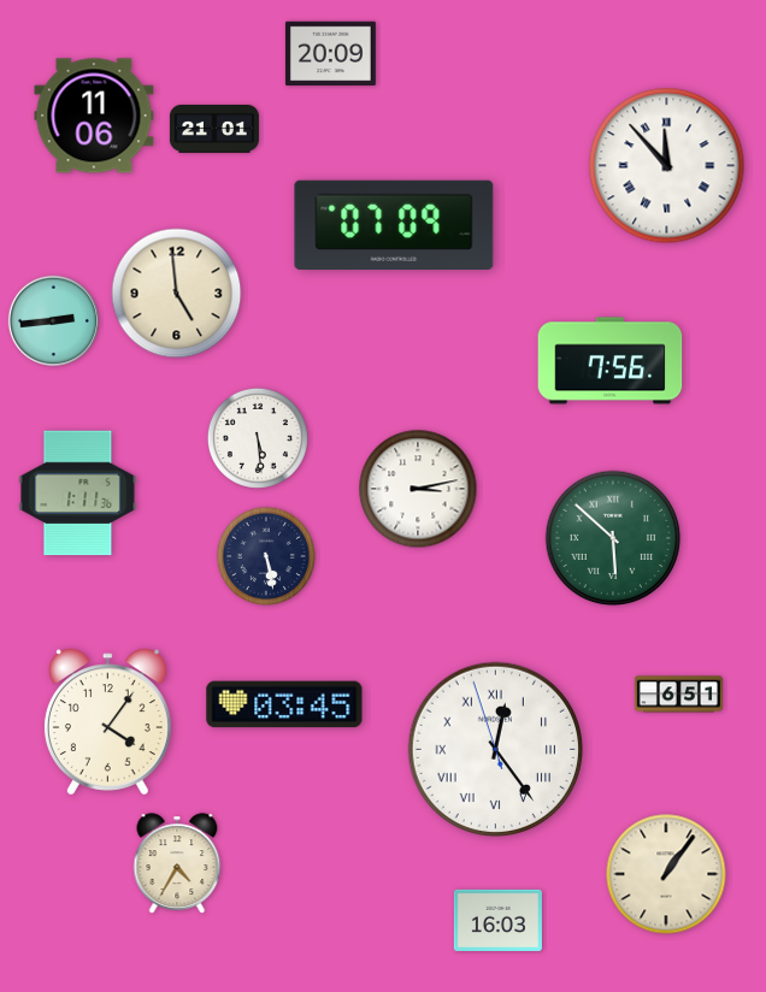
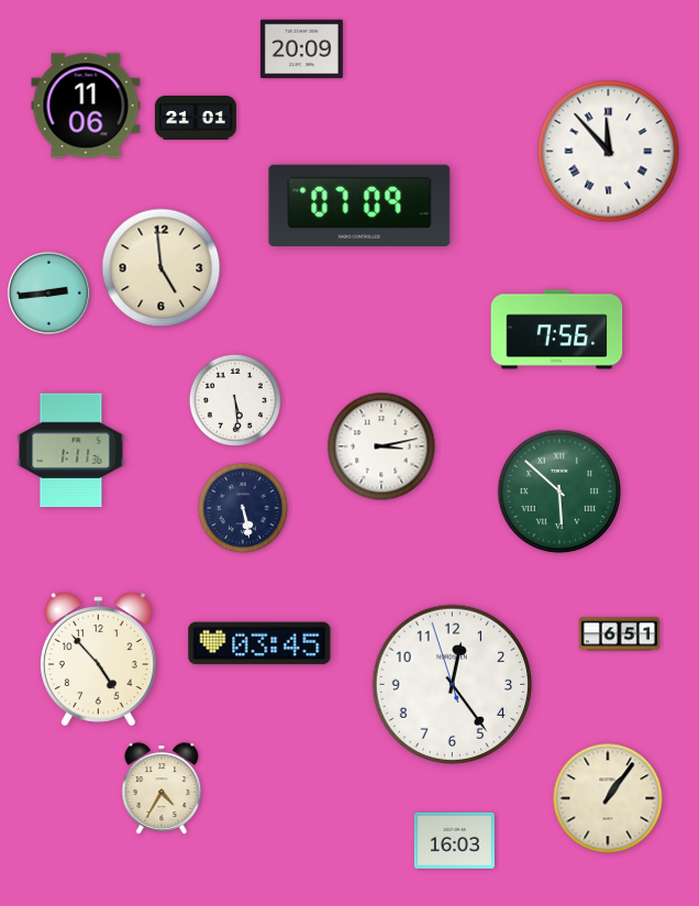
clock at (107, 722): 4:06 -> 4:53
clock at (496, 750) numerals: Roman -> Arabic
